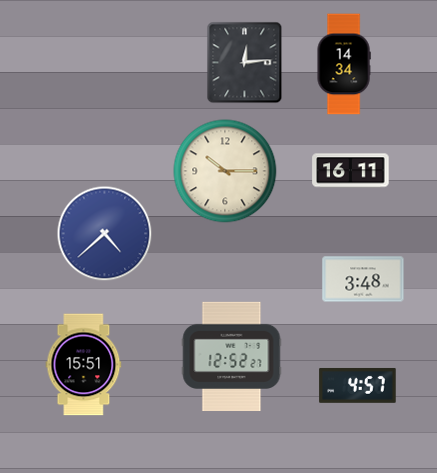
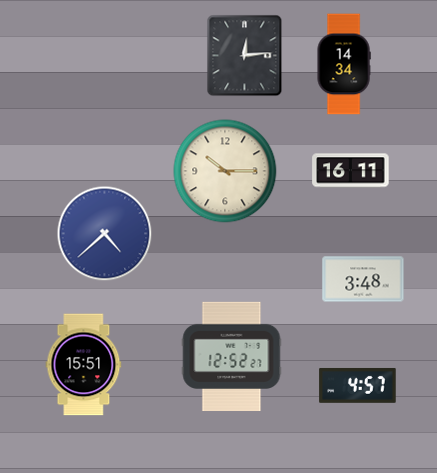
clock at (245, 62) position: (245, 62) -> (245, 55)
